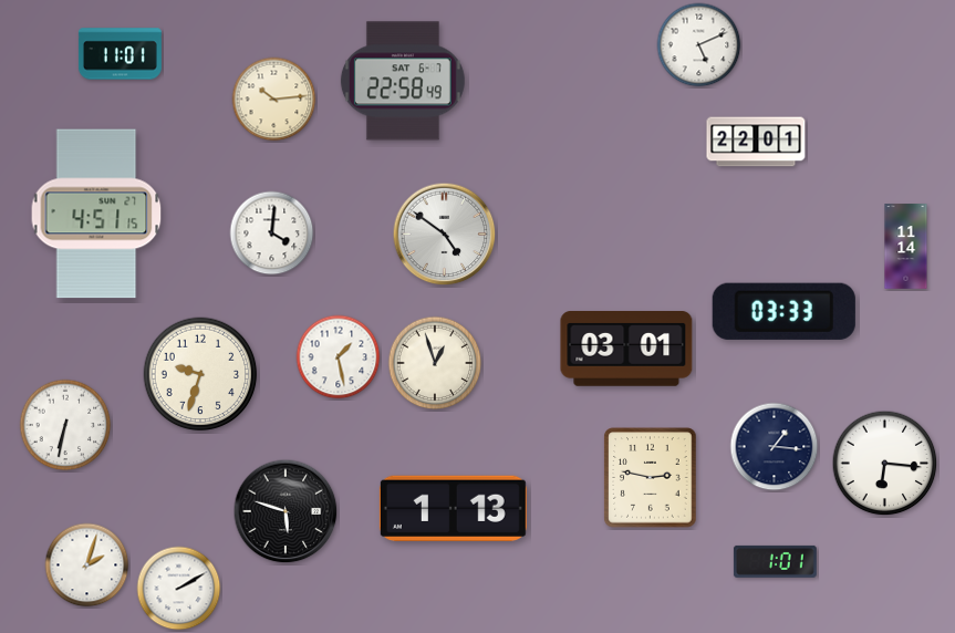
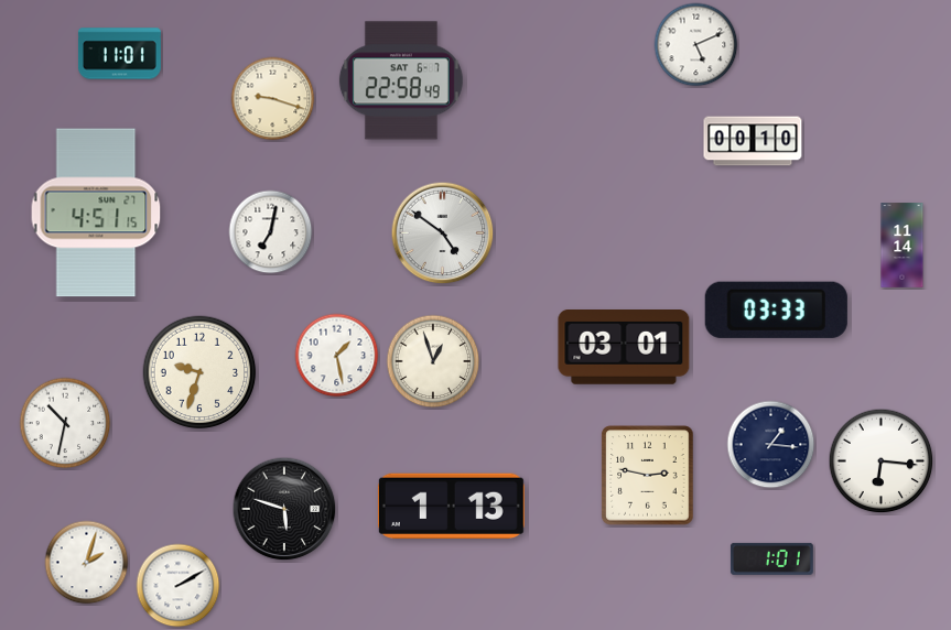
clock at (274, 100): 10:14 -> 9:18
clock at (756, 142): 22:01 -> 00:10
clock at (272, 234): 4:01 -> 7:02
clock at (783, 311) position: (783, 311) -> (776, 309)
clock at (65, 425): 6:32 -> 10:32
